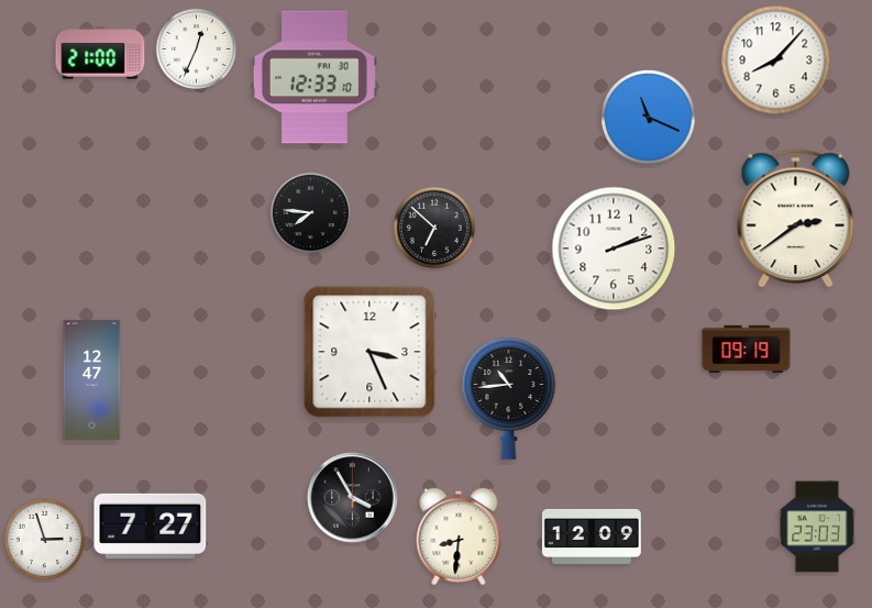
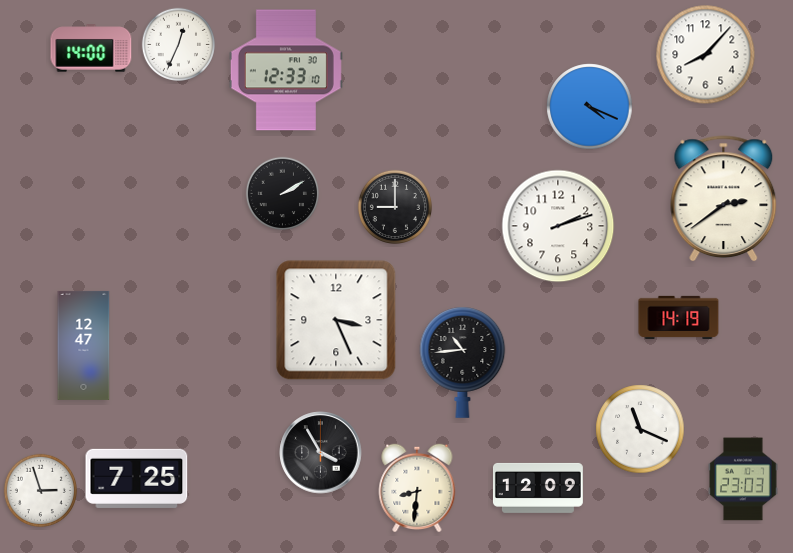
clock at (100, 53): 21:00 -> 14:00
clock at (649, 118): 11:19 -> 4:19
clock at (310, 212): 7:46 -> 2:10
clock at (434, 228): 6:52 -> 9:00
clock at (747, 349): 09:19 -> 14:19
clock at (640, 429): none -> 11:19
clock at (151, 526): 7:27 -> 7:25
